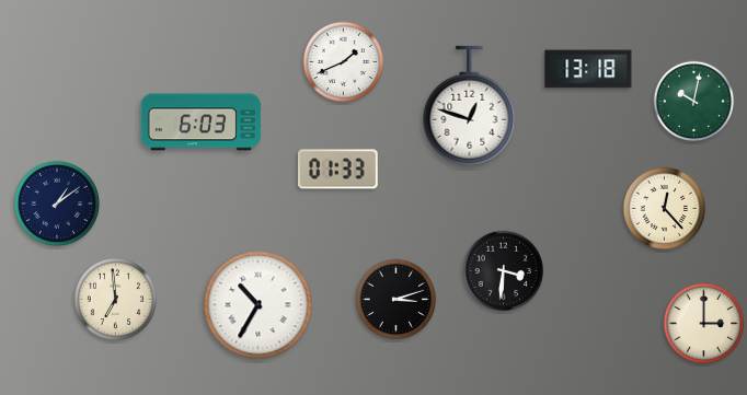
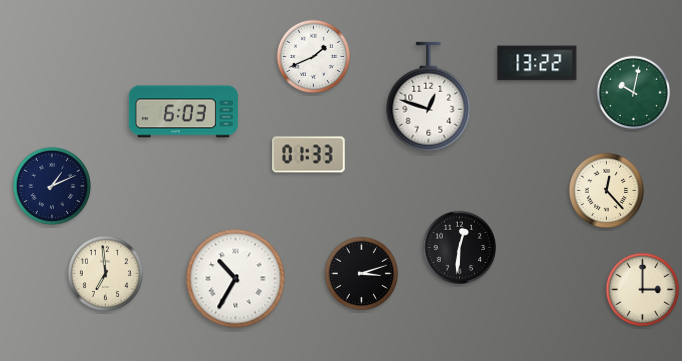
clock at (588, 69): 13:18 -> 13:22
clock at (57, 204): 1:09 -> 1:11
clock at (504, 271): 3:31 -> 12:31
clock at (704, 324) position: (704, 324) -> (643, 290)
